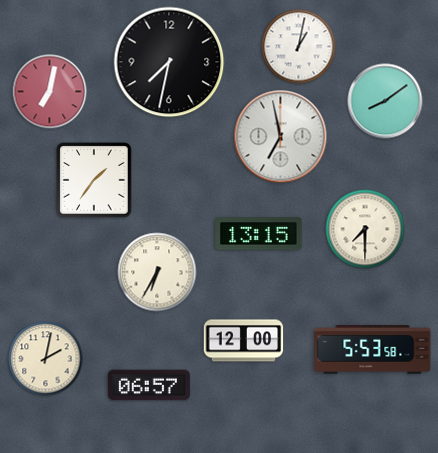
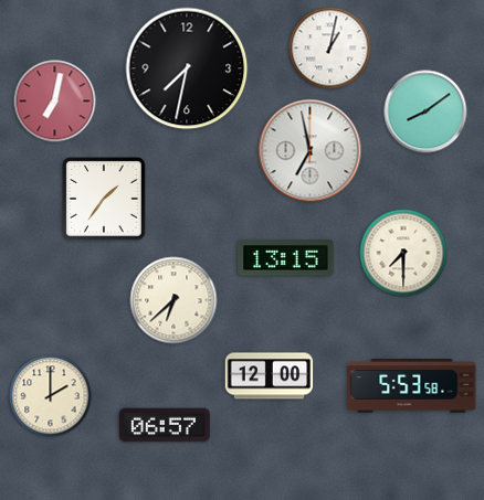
clock at (299, 47) position: (299, 47) -> (330, 49)
clock at (157, 272): 6:35 -> 6:38
clock at (46, 359): 2:02 -> 2:00
